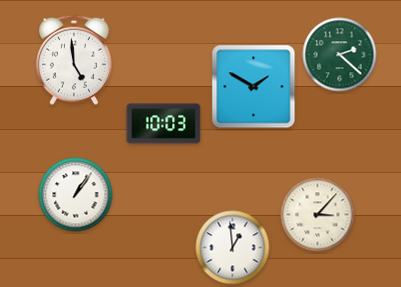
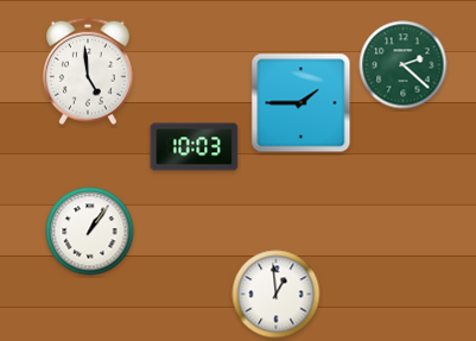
clock at (254, 87): 1:50 -> 1:45
clock at (318, 215): 3:07 -> none
